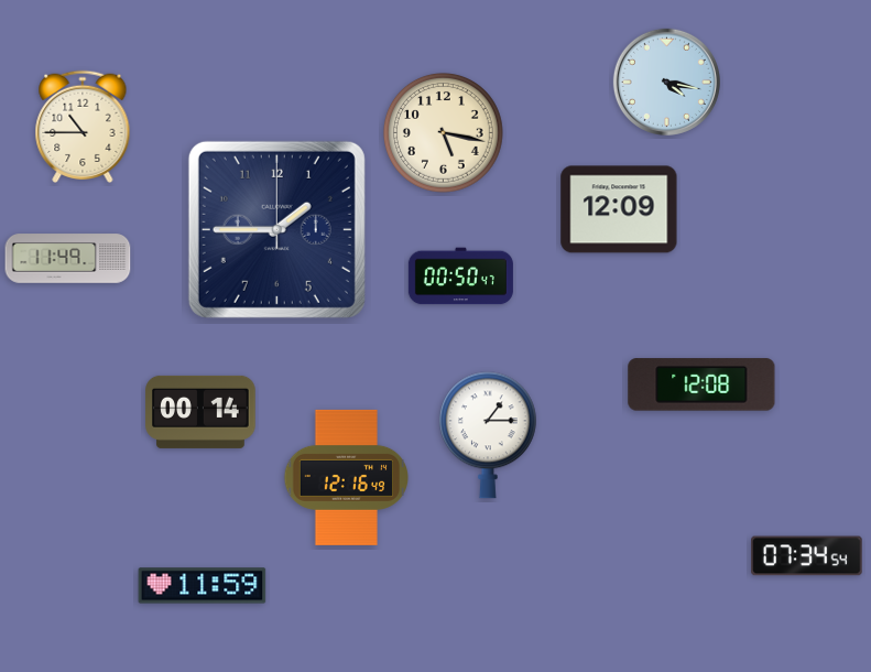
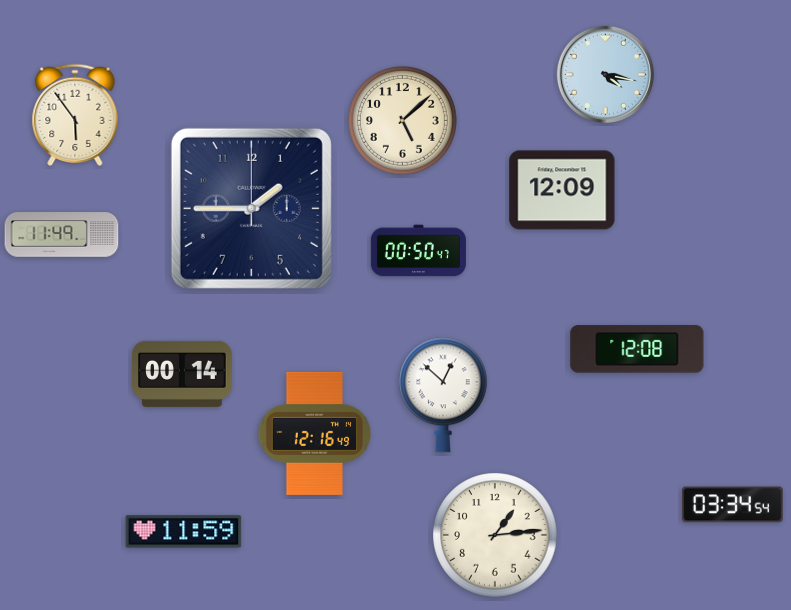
clock at (83, 126): 10:45 -> 5:54
clock at (443, 132): 5:17 -> 5:08
clock at (488, 435): 1:15 -> 12:52
clock at (807, 556): 07:34 -> 03:34
clock at (495, 535): none -> 1:14
